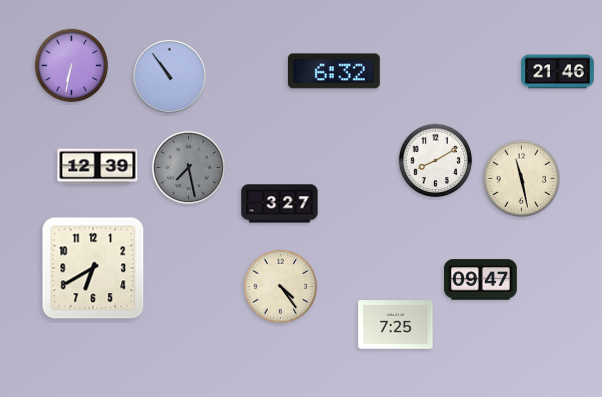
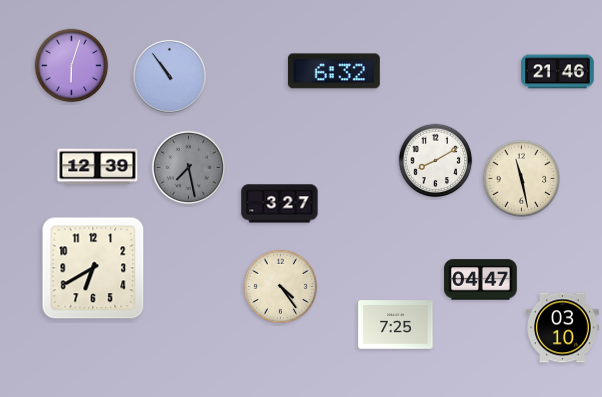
clock at (72, 66): 6:32 -> 6:03
clock at (481, 280): 09:47 -> 04:47
clock at (563, 328): none -> 03:10
